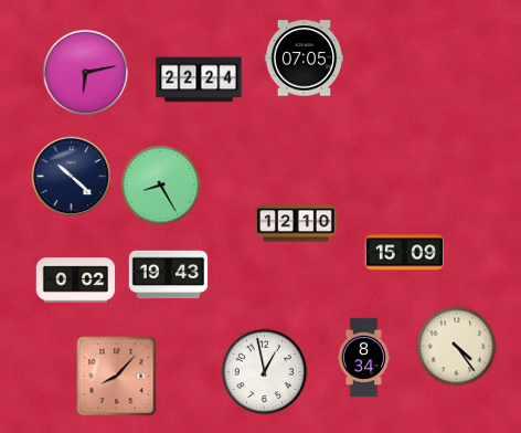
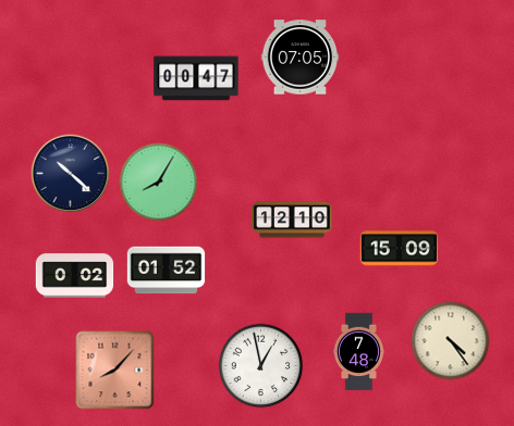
clock at (86, 73): 6:13 -> none
clock at (199, 80): 22:24 -> 00:47
clock at (161, 186): 8:25 -> 8:05
clock at (169, 275): 19:43 -> 01:52
clock at (363, 358): 8:34 -> 7:48
